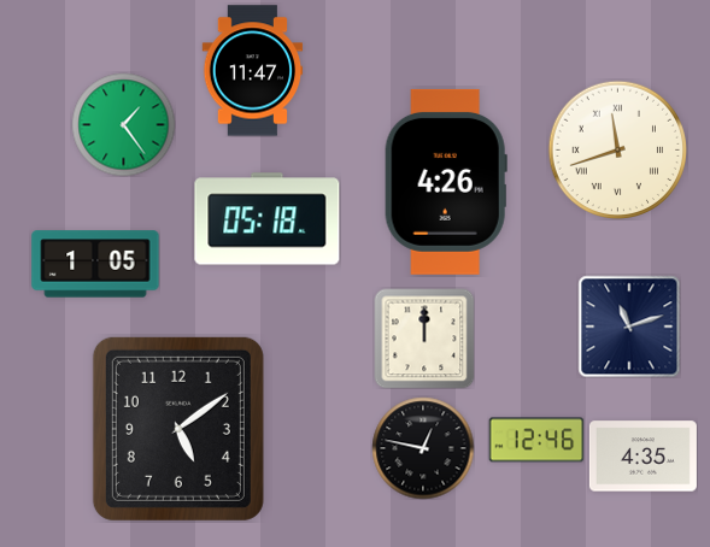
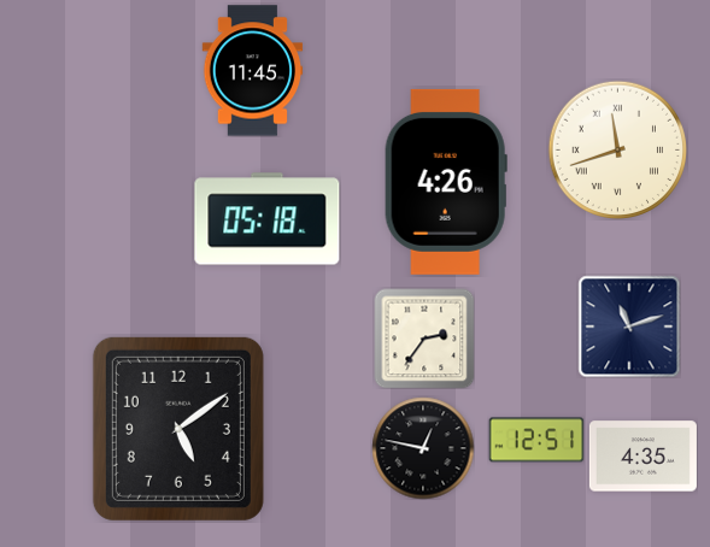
clock at (253, 71): 11:47 -> 11:45
clock at (123, 124): 1:24 -> none
clock at (95, 264): 1:05 -> none
clock at (424, 339): 12:00 -> 2:36
clock at (536, 440): 12:46 -> 12:51
